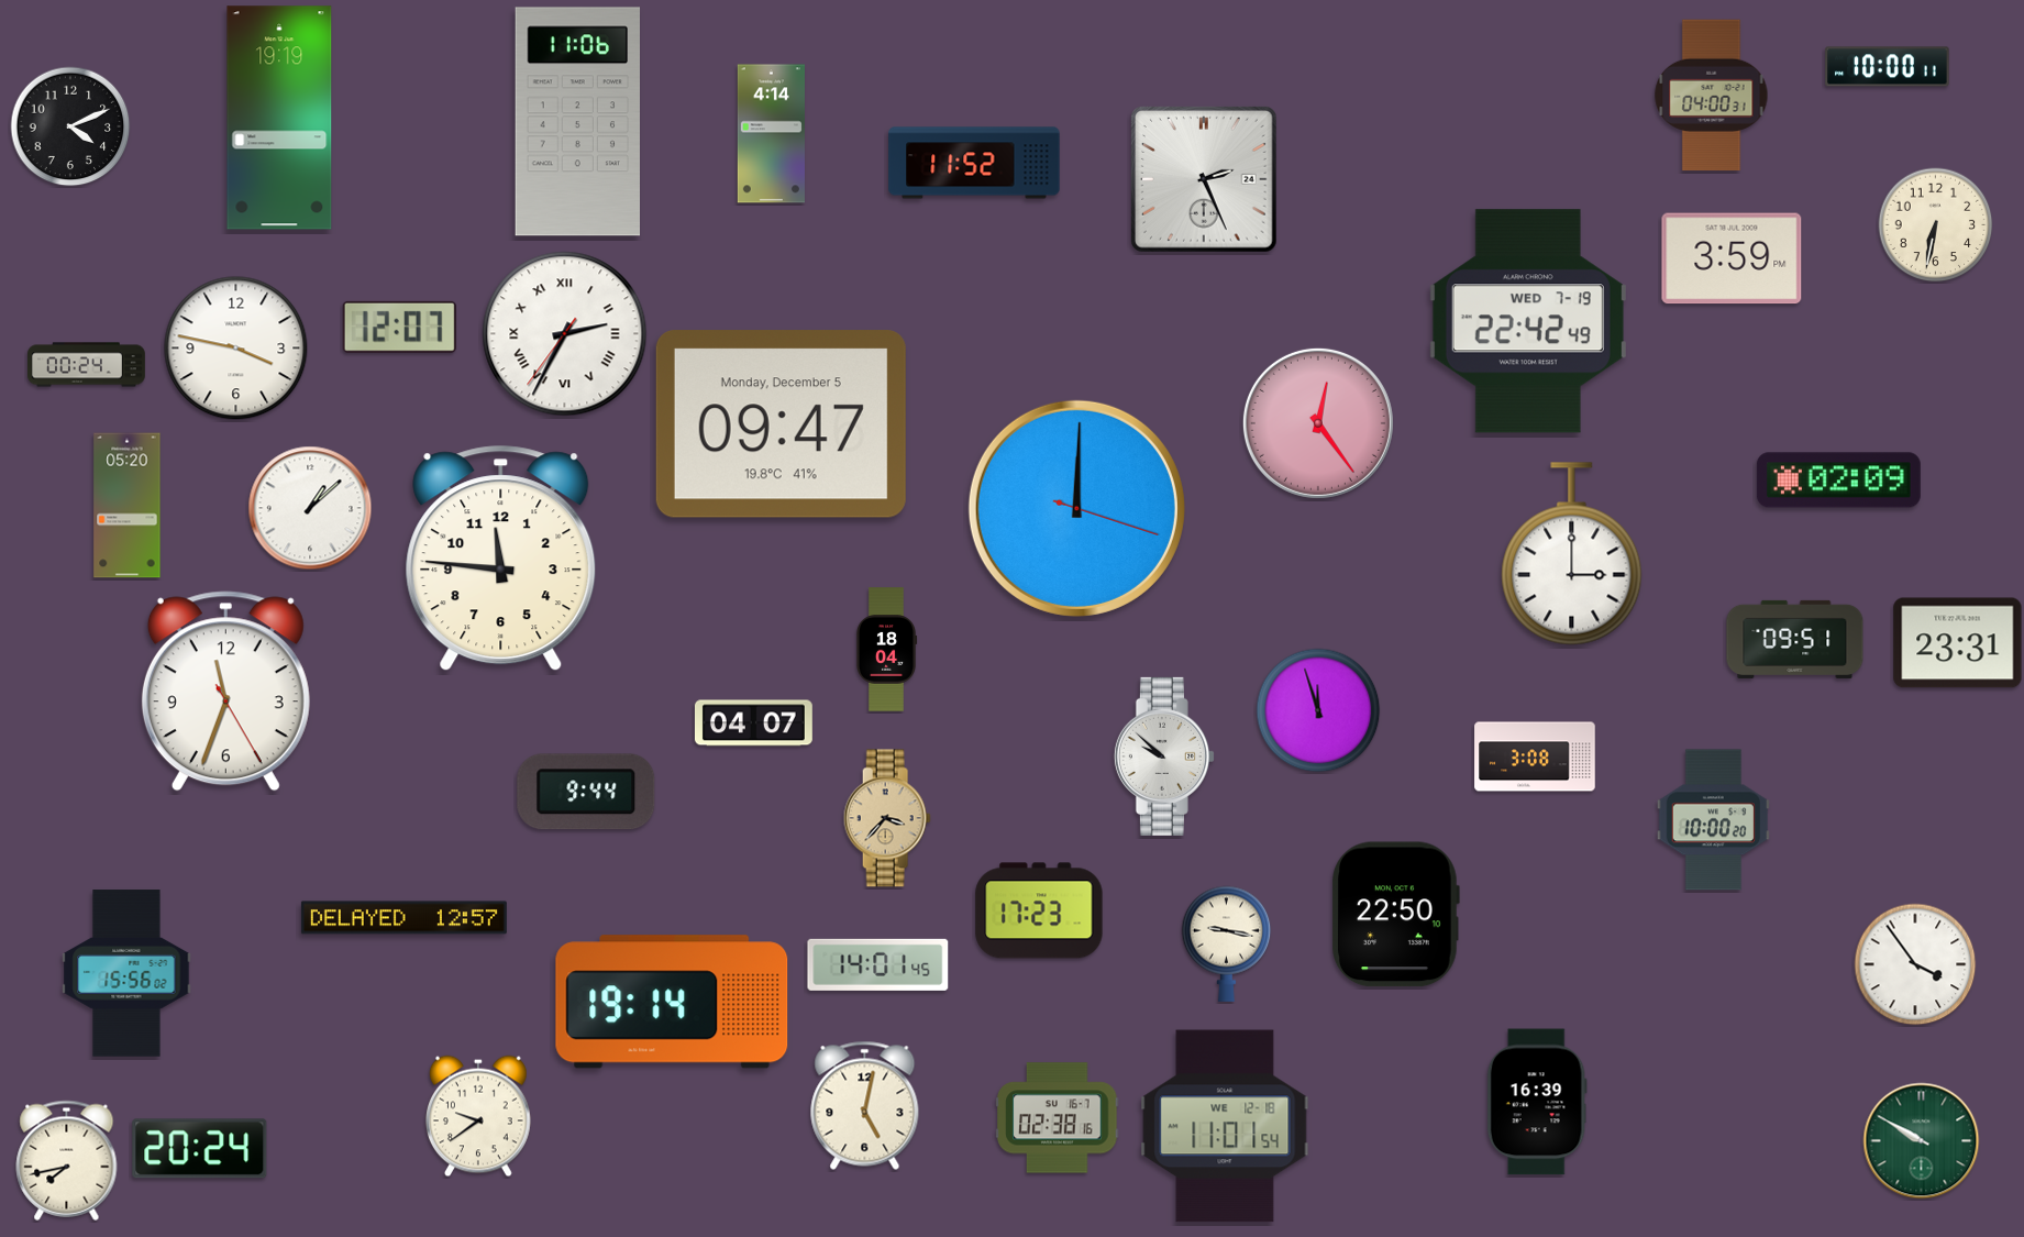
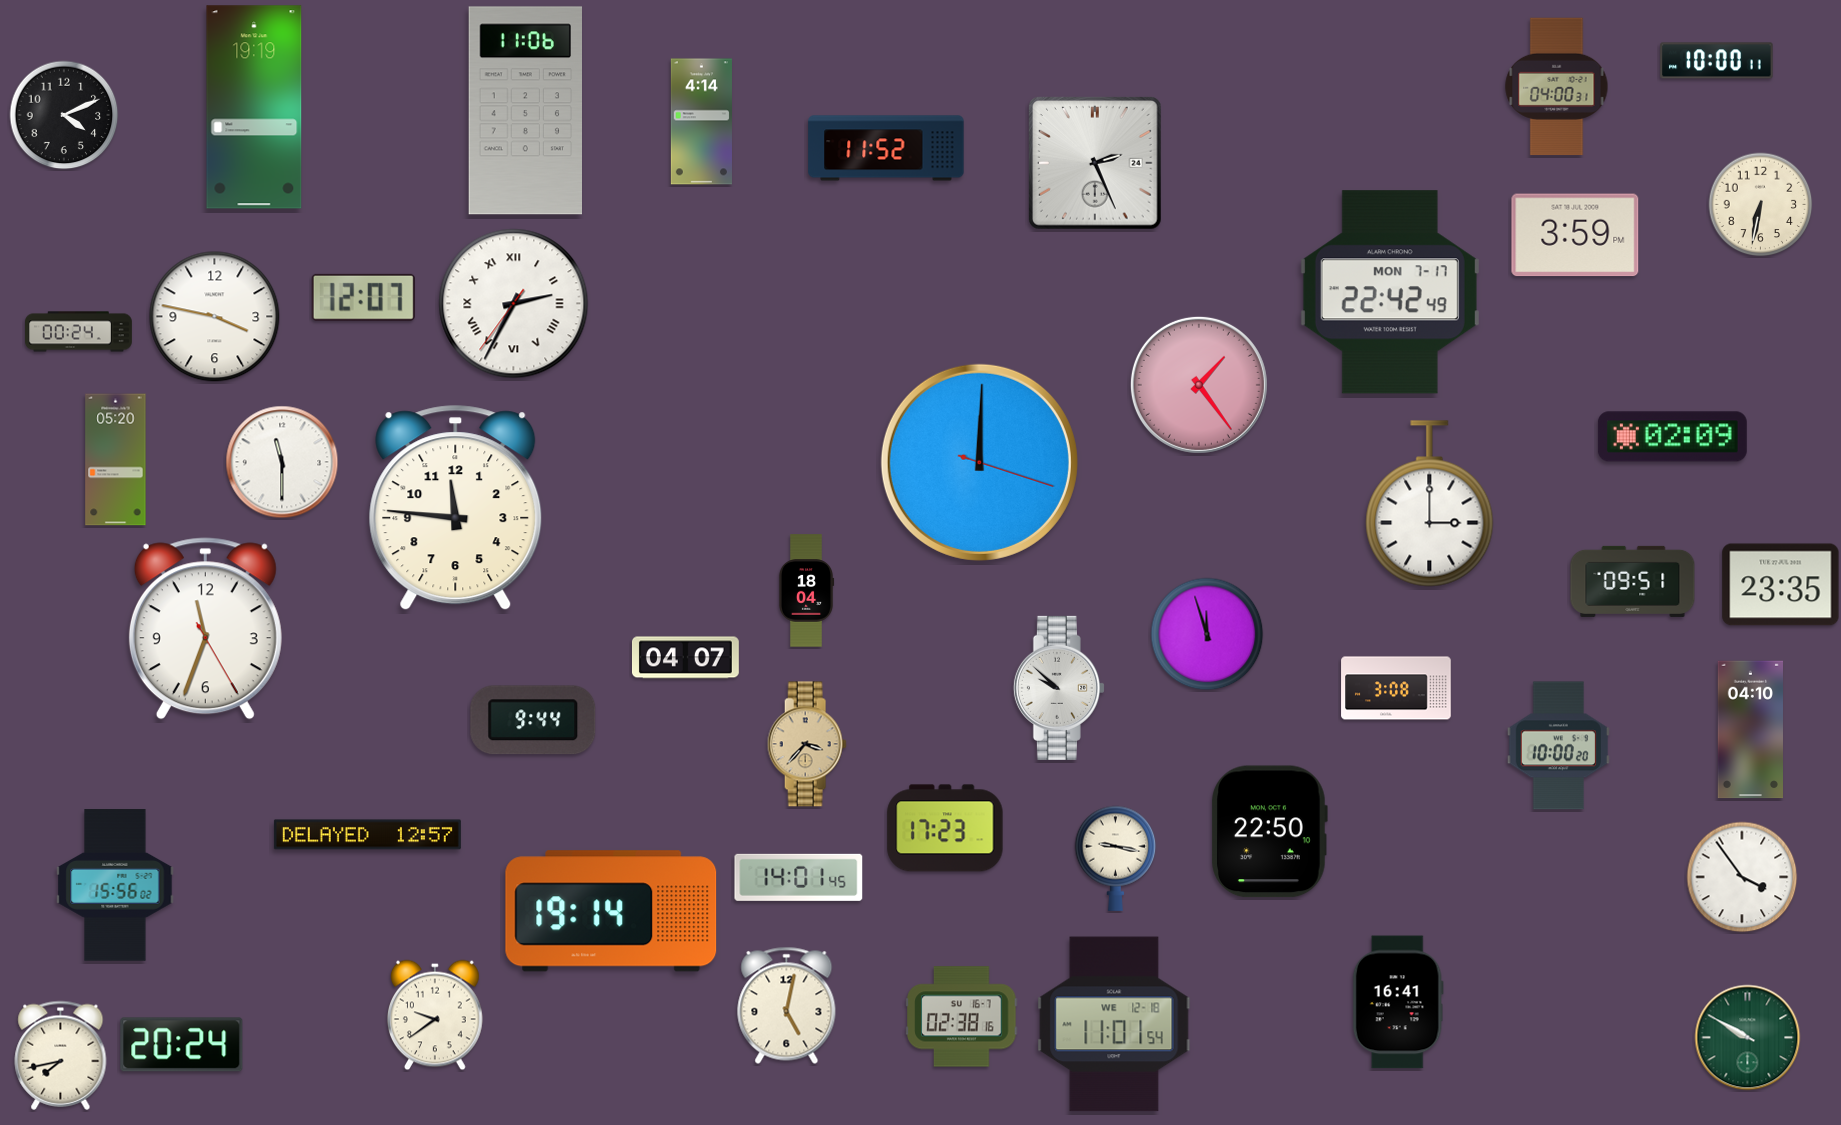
clock at (1528, 321) date: WED 7-19 -> MON 7-17
clock at (1318, 423): 12:24 -> 1:24
clock at (781, 424): 09:47 -> none
clock at (310, 508): 1:08 -> 11:30
clock at (1958, 643): 23:31 -> 23:35
clock at (1318, 710) position: (1318, 710) -> (1207, 634)
clock at (1750, 730): none -> 04:10
clock at (1537, 1102): 16:39 -> 16:41
